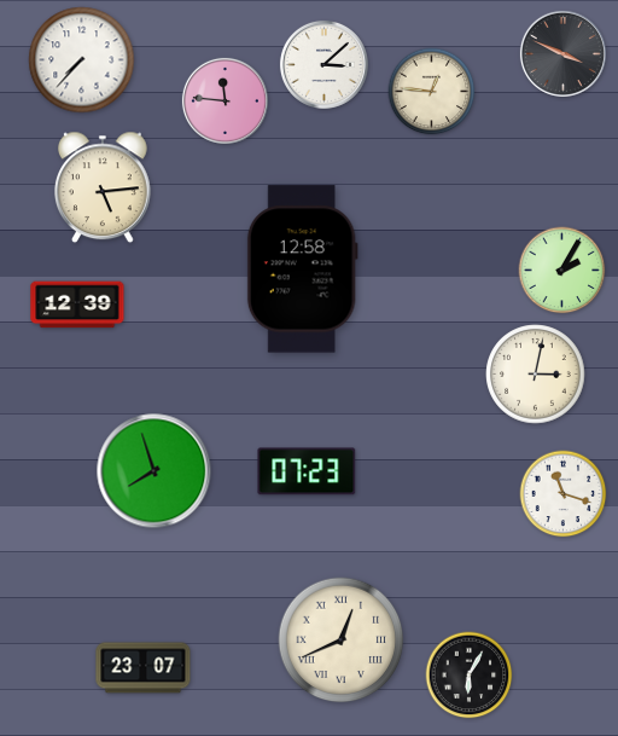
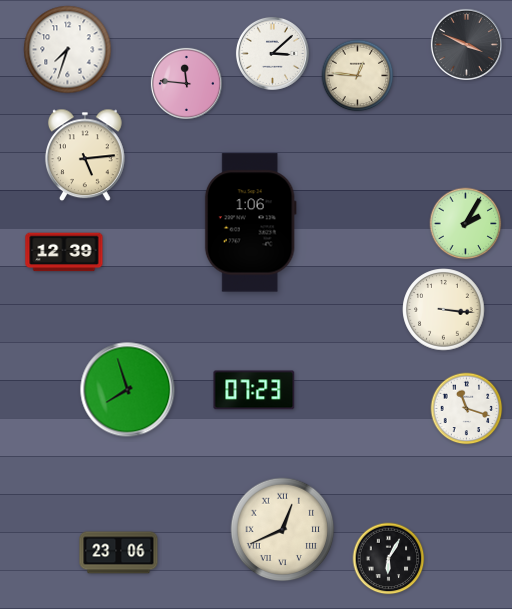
clock at (82, 60): 7:37 -> 7:33
clock at (323, 64) position: (323, 64) -> (272, 53)
clock at (302, 270): 12:58 -> 1:06
clock at (536, 375): 3:02 -> 3:16
clock at (144, 668): 23:07 -> 23:06
